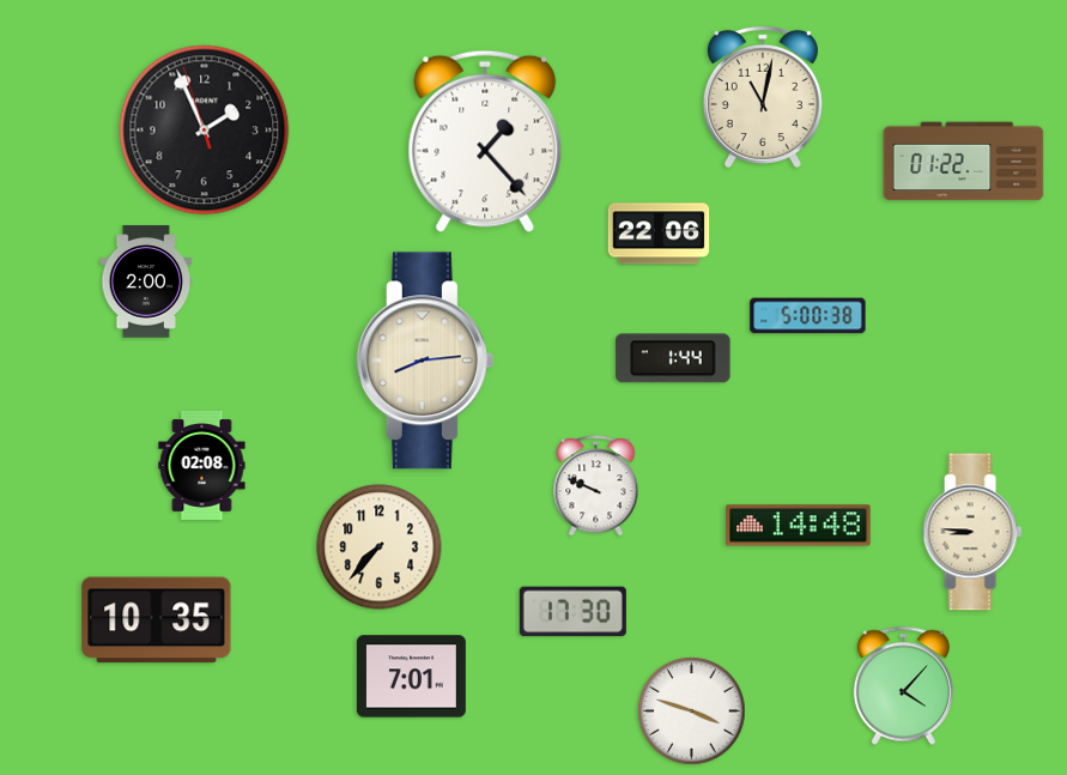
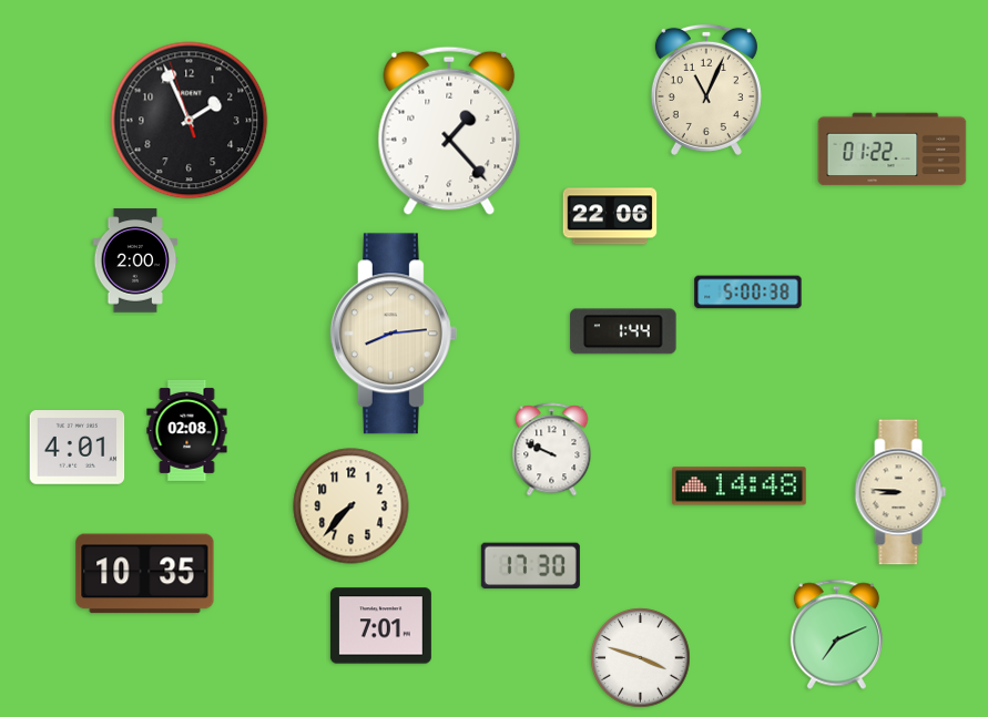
clock at (763, 97): 11:02 -> 11:04
clock at (78, 448): none -> 4:01
clock at (903, 686): 4:07 -> 7:11
